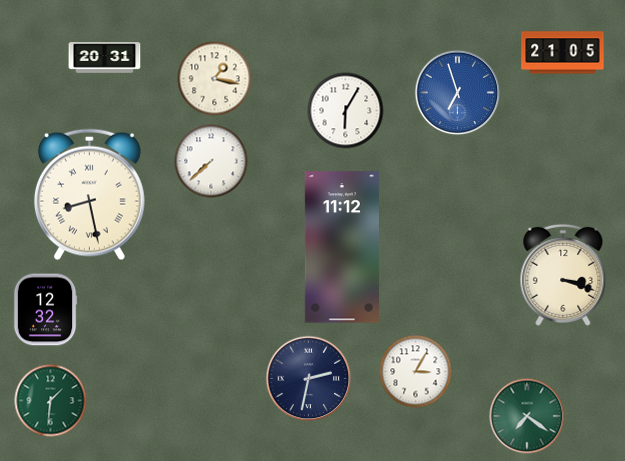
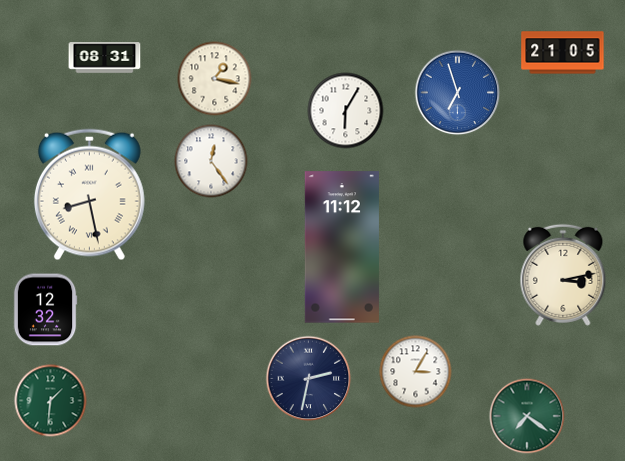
clock at (105, 58): 20:31 -> 08:31
clock at (211, 161): 7:38 -> 12:24
clock at (563, 275): 3:18 -> 3:13
